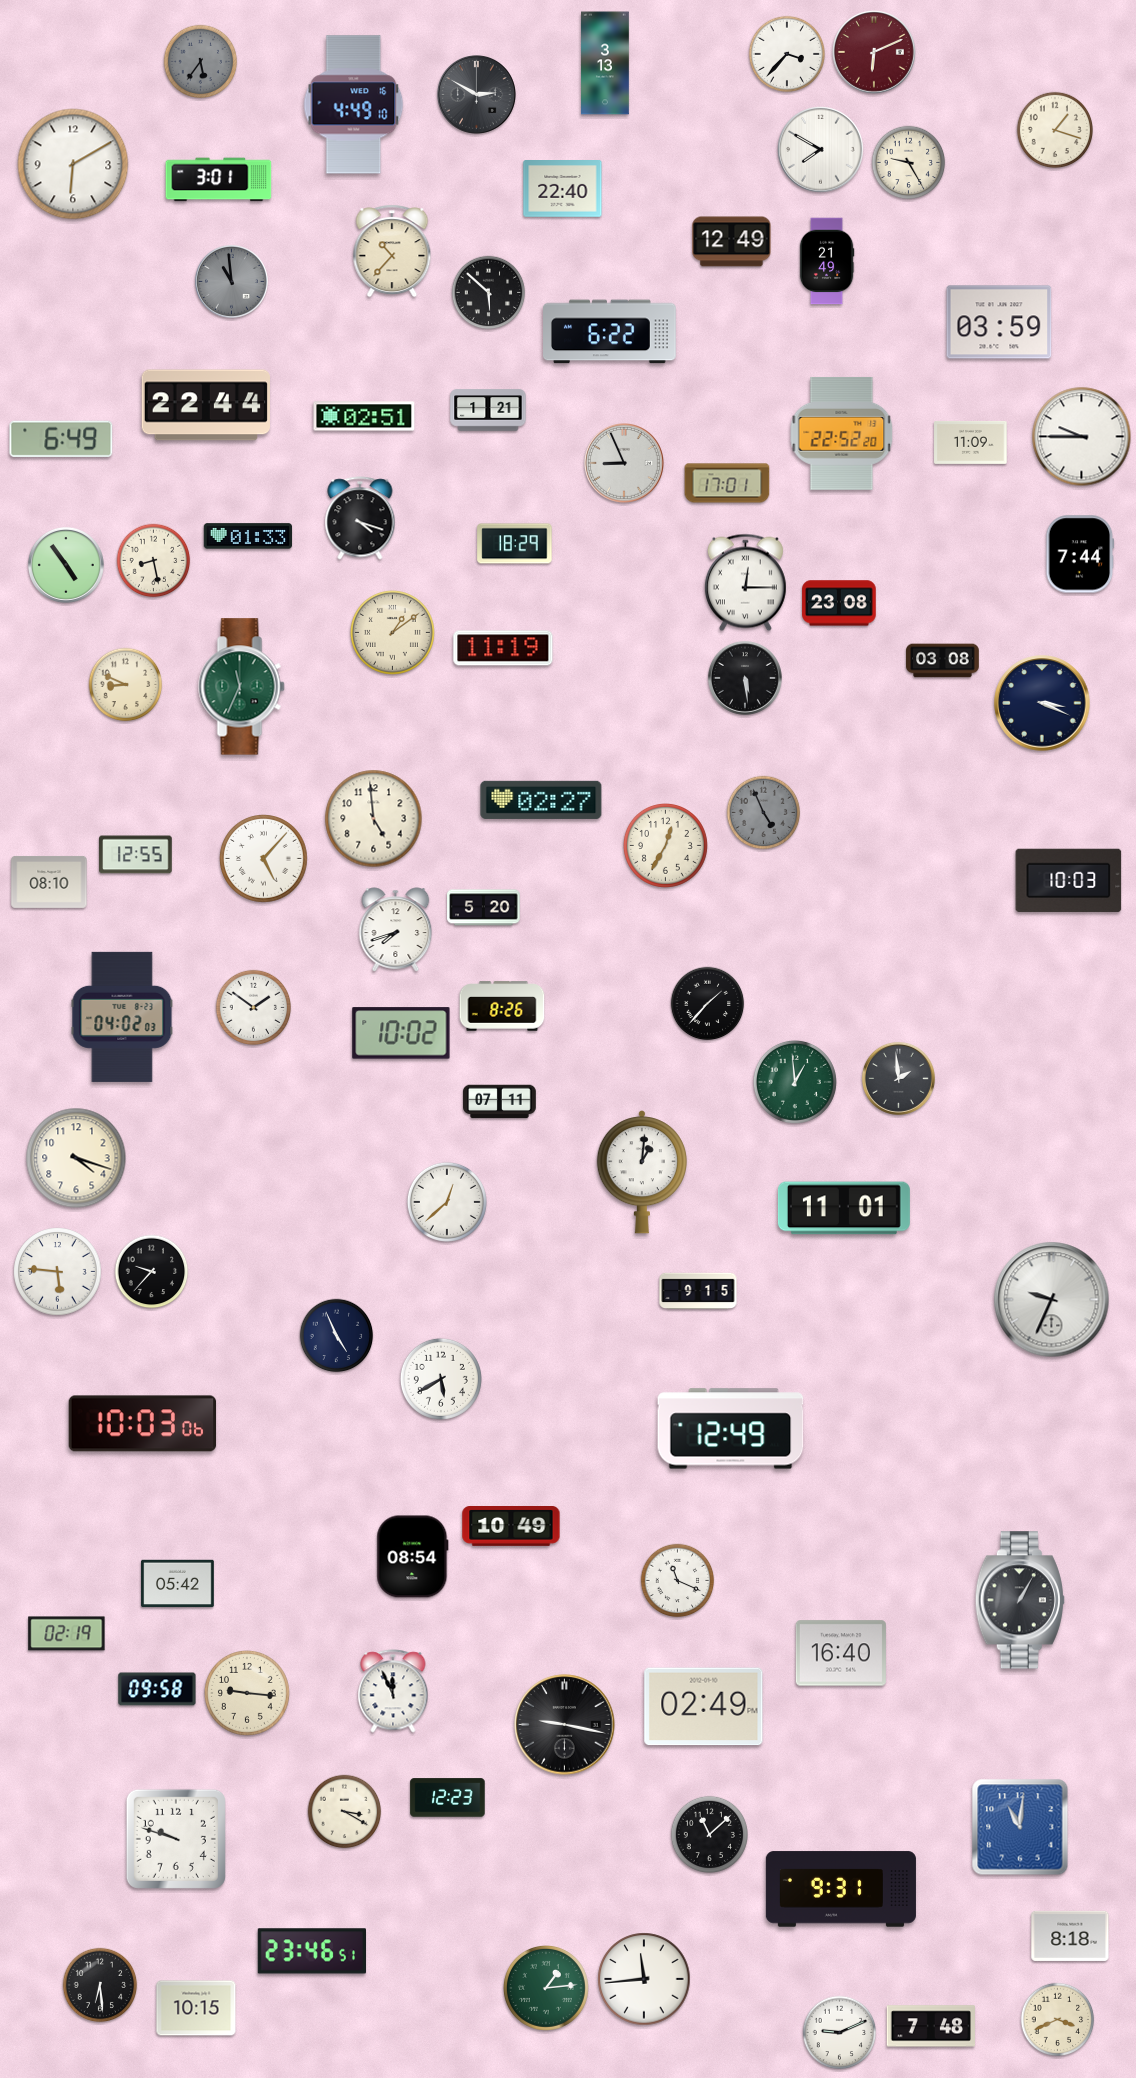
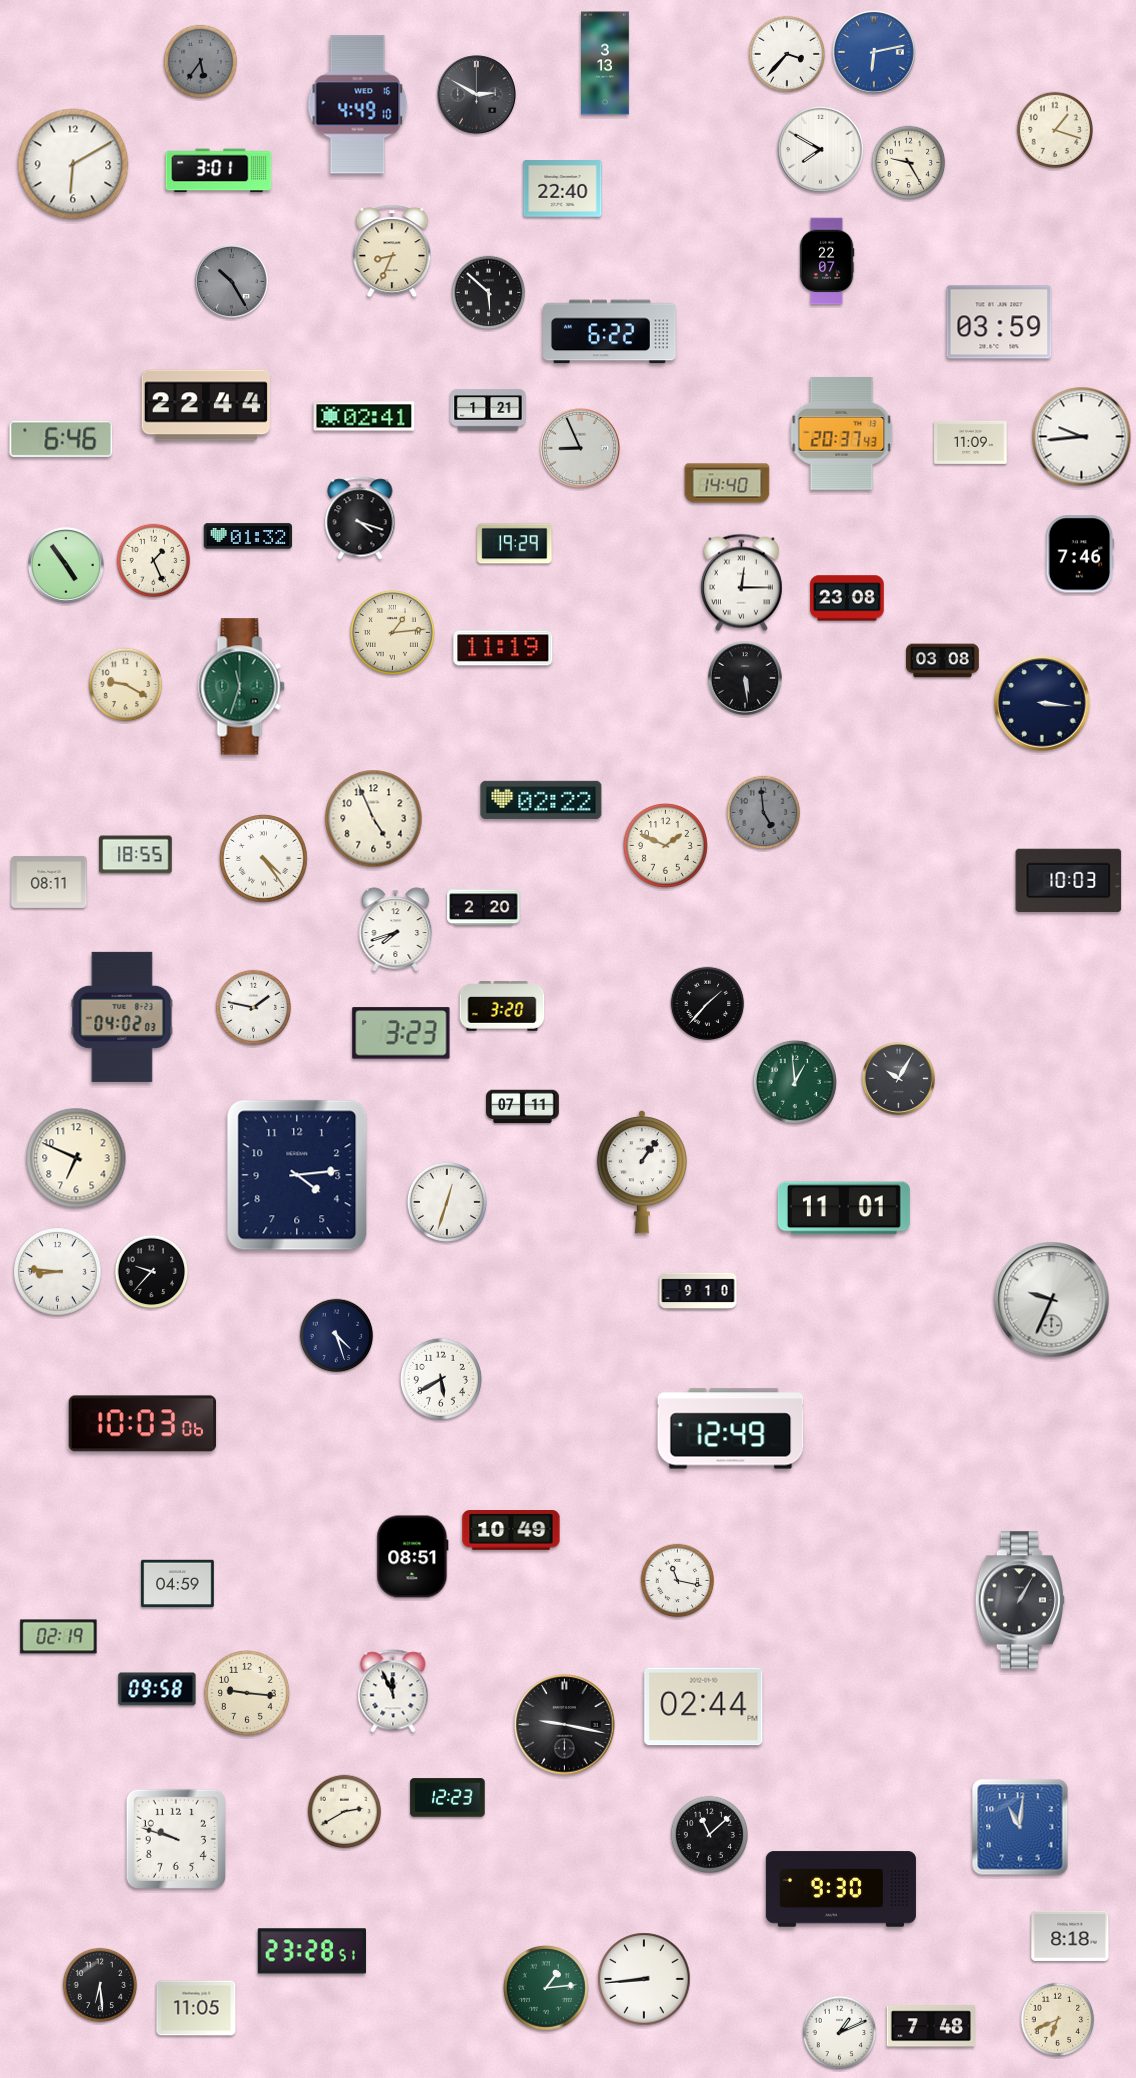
clock at (875, 53): 6:11 -> 6:13
clock at (875, 53) dial: burgundy -> blue
clock at (354, 105) position: (354, 105) -> (358, 105)
clock at (219, 180) position: (219, 180) -> (219, 171)
clock at (732, 242): 12:49 -> none
clock at (392, 251): 10:37 -> 8:34
clock at (827, 261): 21:49 -> 22:07
clock at (231, 281): 10:59 -> 10:25
clock at (364, 416): 02:51 -> 02:41
clock at (842, 433): 22:52 -> 20:37
clock at (1082, 437): 9:45 -> 9:44
clock at (61, 439): 6:49 -> 6:46
clock at (625, 464) position: (625, 464) -> (581, 449)
clock at (727, 483): 17:01 -> 14:40
clock at (248, 536): 01:33 -> 01:32
clock at (515, 544): 18:29 -> 19:29
clock at (1080, 554): 7:44 -> 7:46
clock at (154, 561): 8:28 -> 1:26
clock at (745, 583) position: (745, 583) -> (741, 583)
clock at (839, 603) position: (839, 603) -> (847, 598)
clock at (392, 632): 1:09 -> 1:14
clock at (126, 685): 8:49 -> 9:20
clock at (242, 687): 11:34 -> 11:33
clock at (1042, 703): 3:19 -> 3:16
clock at (541, 800): 02:27 -> 02:22
clock at (764, 813): 4:56 -> 4:59
clock at (374, 819): 4:59 -> 4:56
clock at (665, 845): 12:35 -> 1:49
clock at (136, 855): 12:55 -> 18:55
clock at (264, 859): 5:07 -> 4:24
clock at (49, 882): 08:10 -> 08:11
clock at (484, 908): 5:20 -> 2:20
clock at (502, 1006): 8:26 -> 3:20
clock at (254, 1008): 1:51 -> 1:47
clock at (401, 1033): 10:02 -> 3:23
clock at (898, 1078): 1:59 -> 10:05
clock at (500, 1102) position: (500, 1102) -> (523, 1107)
clock at (76, 1158): 4:18 -> 6:49
clock at (642, 1172): 1:01 -> 1:06
clock at (297, 1175): none -> 4:14
clock at (447, 1202): 12:38 -> 12:33
clock at (58, 1272): 5:46 -> 8:46
clock at (698, 1290): 9:15 -> 9:10
clock at (337, 1336): 4:56 -> 4:27
clock at (511, 1527) position: (511, 1527) -> (511, 1531)
clock at (413, 1557): 08:54 -> 08:51
clock at (678, 1581): 11:19 -> 11:17
clock at (178, 1584): 05:42 -> 04:59
clock at (67, 1634) position: (67, 1634) -> (59, 1637)
clock at (841, 1653): 16:40 -> none
clock at (704, 1707): 02:49 -> 02:44
clock at (345, 1812): 3:20 -> 2:40
clock at (841, 1889): 9:31 -> 9:30
clock at (311, 1951): 23:46 -> 23:28
clock at (644, 1979): 11:44 -> 8:44
clock at (196, 2008): 10:15 -> 11:05
clock at (1058, 2020): 3:41 -> 6:41
clock at (840, 2033): 9:11 -> 1:11
